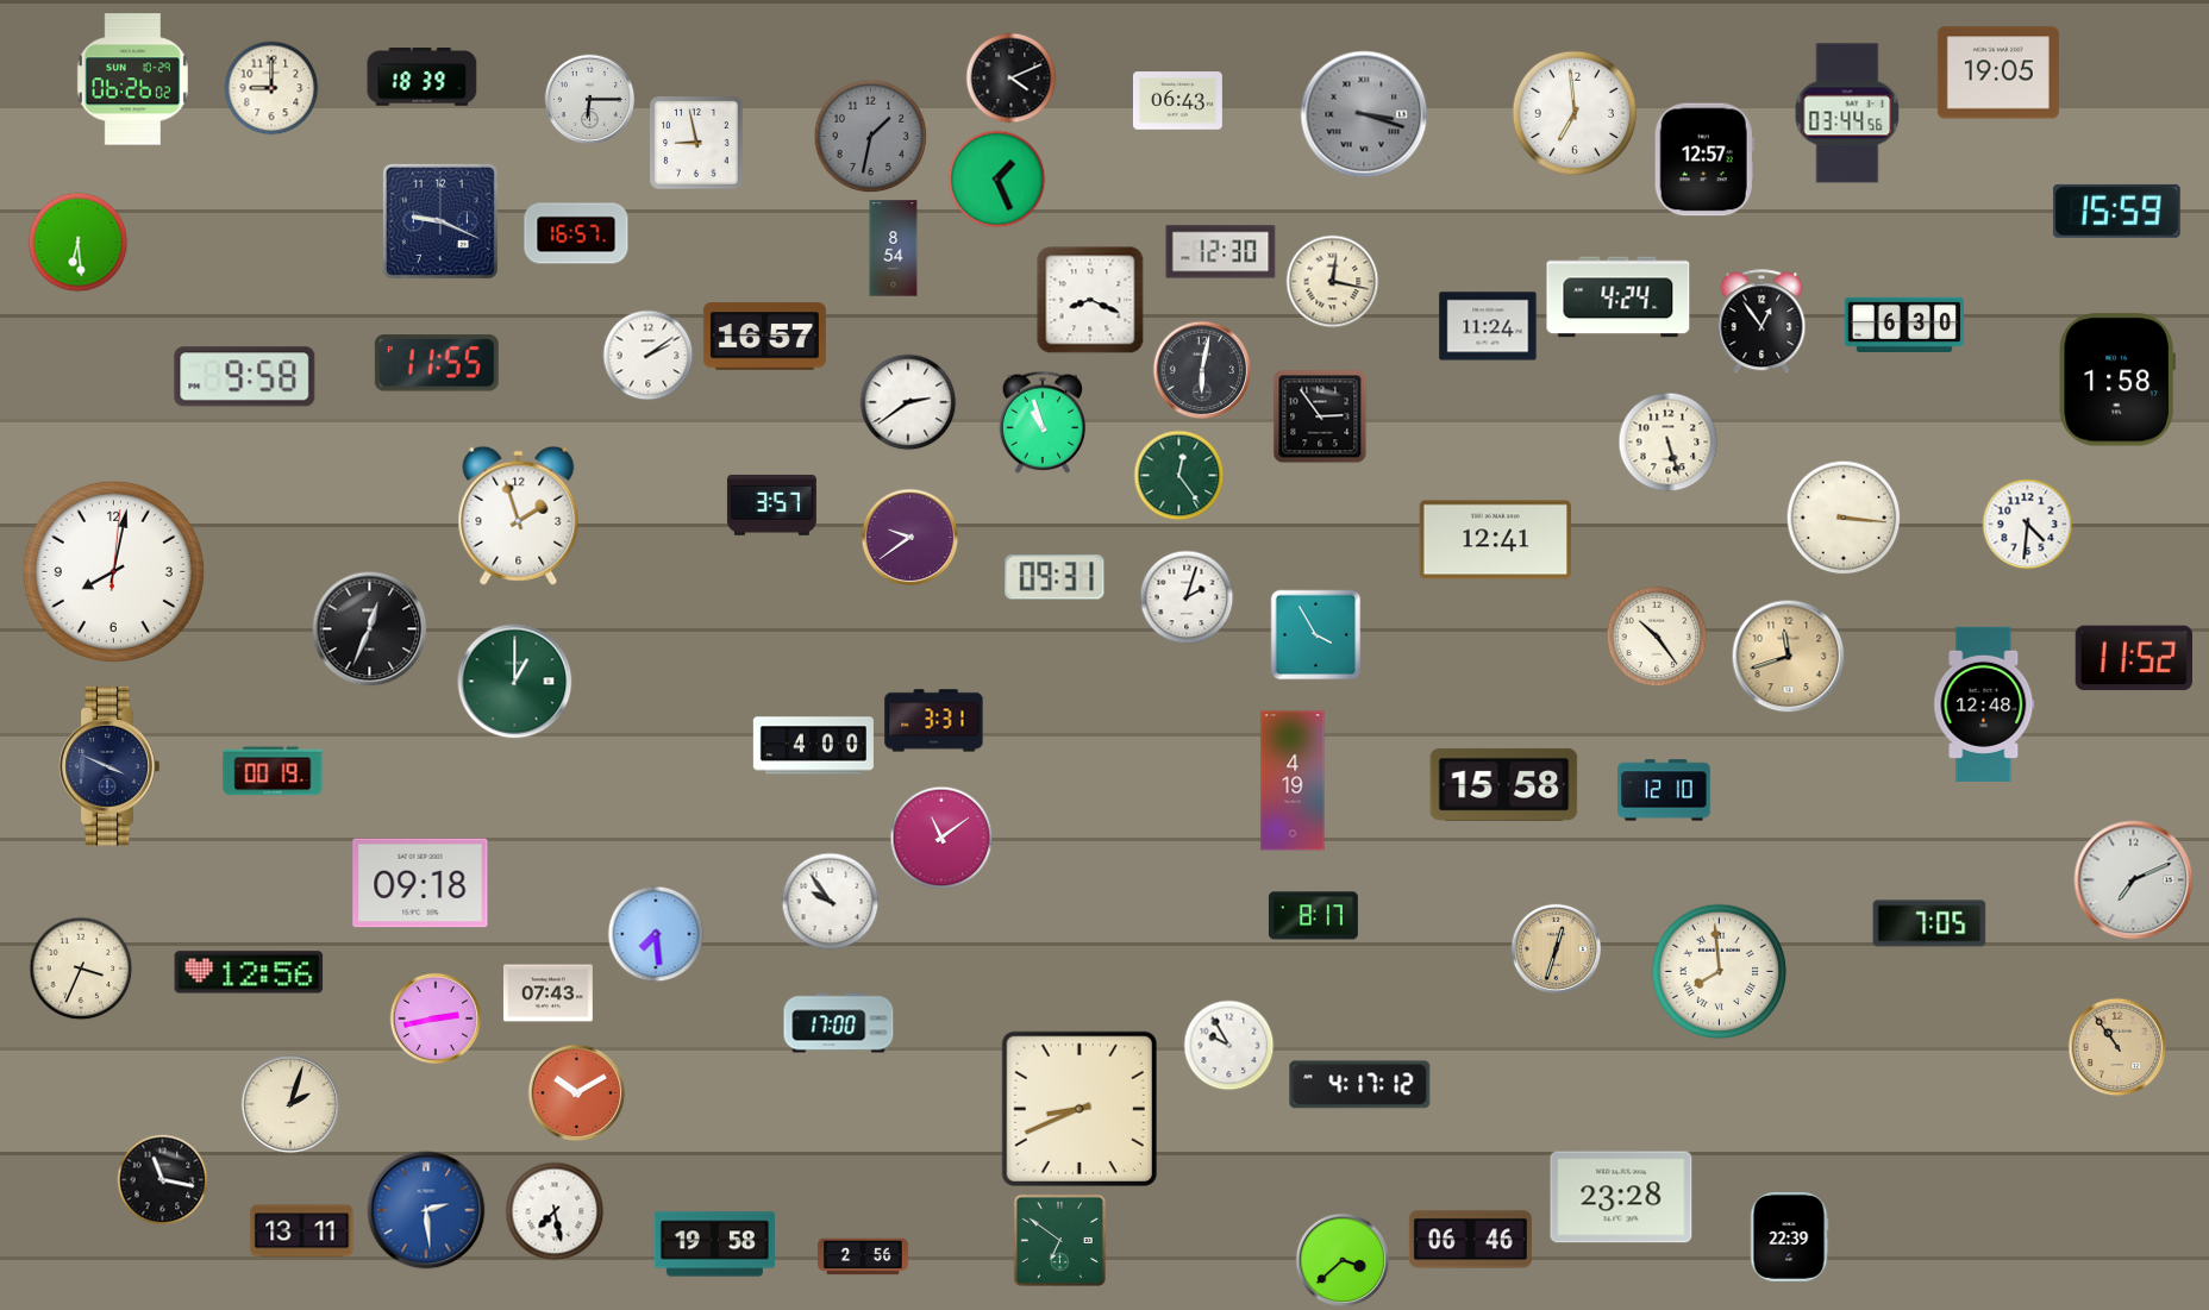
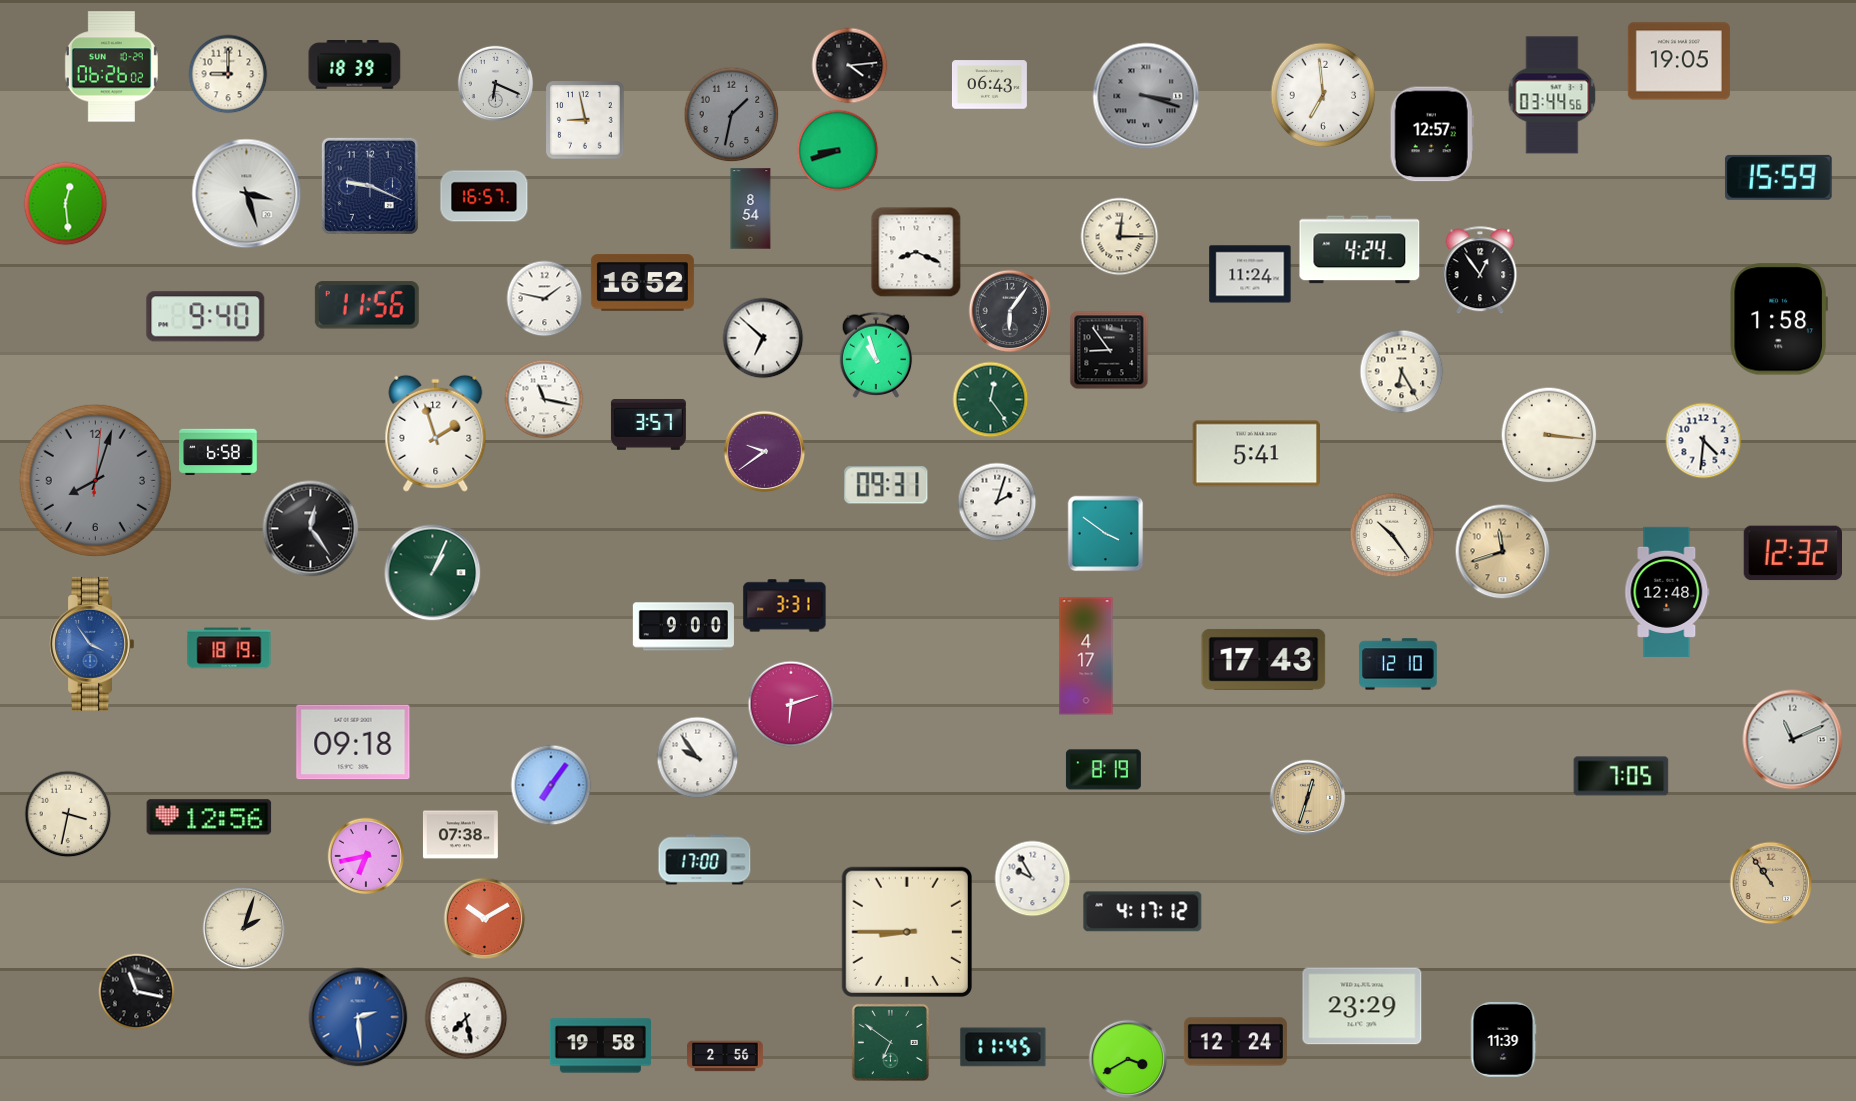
clock at (1012, 79): 4:11 -> 4:14
clock at (590, 100): 6:15 -> 6:19
clock at (997, 180): 1:26 -> 8:42
clock at (247, 194): none -> 3:27
clock at (79, 243): 6:29 -> 12:29
clock at (1221, 252): 12:30 -> none
clock at (1333, 282): 12:17 -> 12:15
clock at (1904, 325): 6:30 -> none
clock at (764, 337): 16:57 -> 16:52
clock at (649, 356): 2:09 -> 1:47
clock at (437, 363): 11:55 -> 11:56
clock at (1202, 370): 6:02 -> 6:06
clock at (245, 377): 9:58 -> 9:40
clock at (908, 402): 2:39 -> 6:52
clock at (1320, 416): 2:54 -> 8:54
clock at (1669, 443): 5:27 -> 6:25
clock at (544, 399): none -> 11:17
clock at (218, 452): none -> 6:58
clock at (1495, 540): 12:41 -> 5:41
clock at (113, 571): 8:02 -> 8:03
clock at (113, 571) dial: white -> grey
clock at (370, 629): 12:34 -> 12:24
clock at (1316, 635): 3:55 -> 3:51
clock at (2133, 658): 11:52 -> 12:32
clock at (515, 682): 1:00 -> 1:04
clock at (813, 746): 4:00 -> 9:00
clock at (108, 766): 3:49 -> 3:54
clock at (108, 766) dial: navy -> blue
clock at (273, 771): 00:19 -> 18:19
clock at (1293, 781): 4:19 -> 4:17
clock at (1504, 784): 15:58 -> 17:43
clock at (941, 838): 11:09 -> 6:12
clock at (2134, 880): 7:11 -> 11:11
clock at (1313, 916): 8:17 -> 8:19
clock at (656, 934): 7:29 -> 7:06
clock at (81, 969): 3:34 -> 3:32
clock at (1720, 972): 7:59 -> none
clock at (547, 994): 07:43 -> 07:38
clock at (436, 1018): 2:43 -> 6:43
clock at (2117, 1047) position: (2117, 1047) -> (1771, 883)
clock at (1080, 1109): 8:41 -> 8:45
clock at (1621, 1197): 23:28 -> 23:29
clock at (302, 1231): 13:11 -> none
clock at (1789, 1236): 22:39 -> 11:39
clock at (1470, 1240): 06:46 -> 12:24
clock at (1003, 1047): none -> 11:45
clock at (1343, 1260): 3:38 -> 3:40
